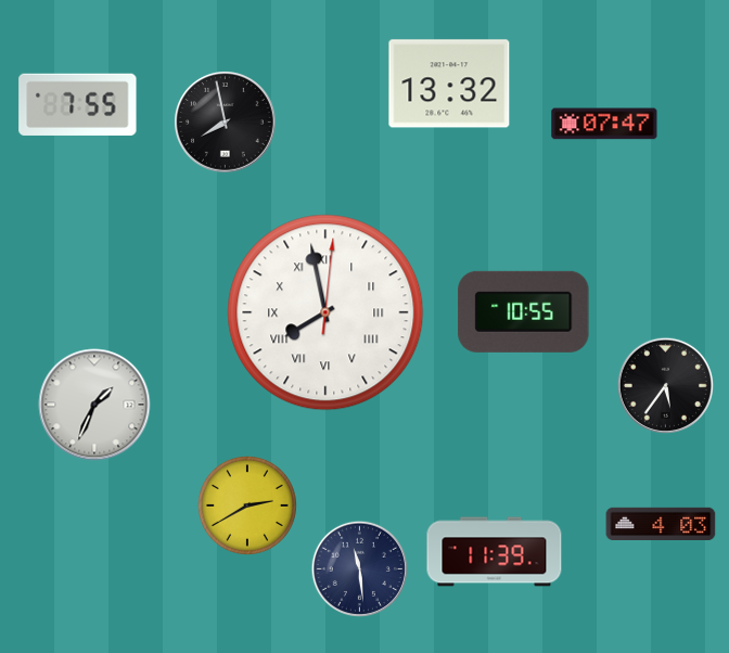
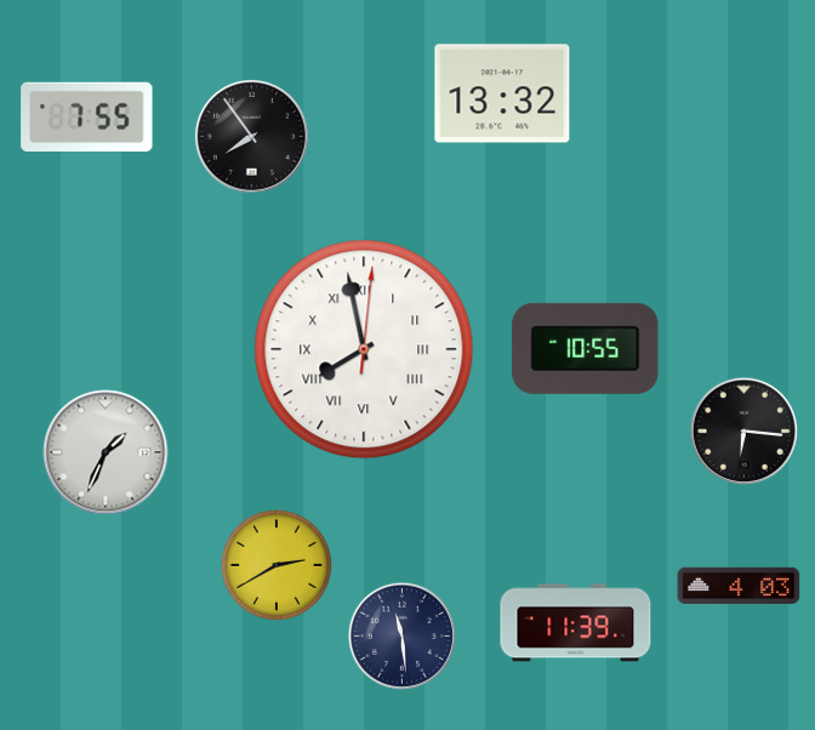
clock at (226, 123): 7:58 -> 7:54
clock at (604, 124): 07:47 -> none
clock at (665, 385): 5:36 -> 6:16
clock at (495, 552) position: (495, 552) -> (576, 623)
